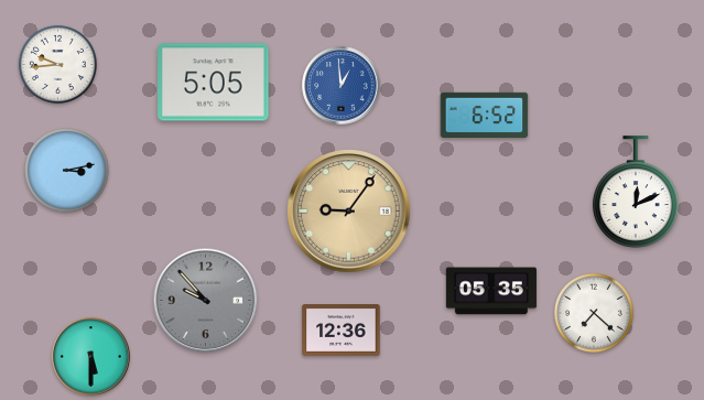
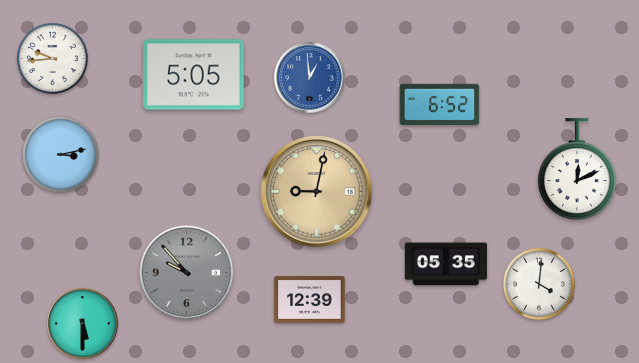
clock at (636, 192) position: (636, 192) -> (577, 169)
clock at (349, 212): 9:06 -> 9:02
clock at (594, 313): 7:22 -> 4:01
clock at (342, 331): 12:36 -> 12:39
